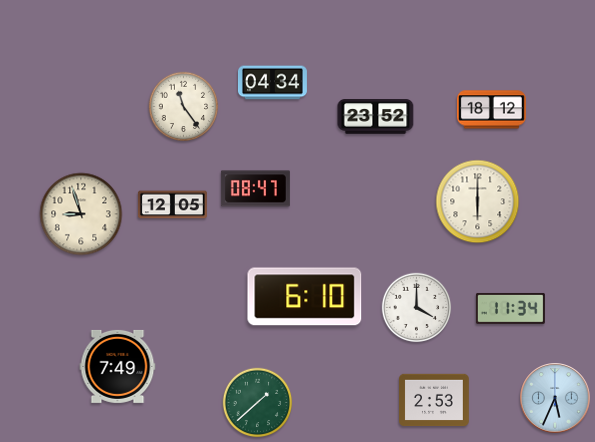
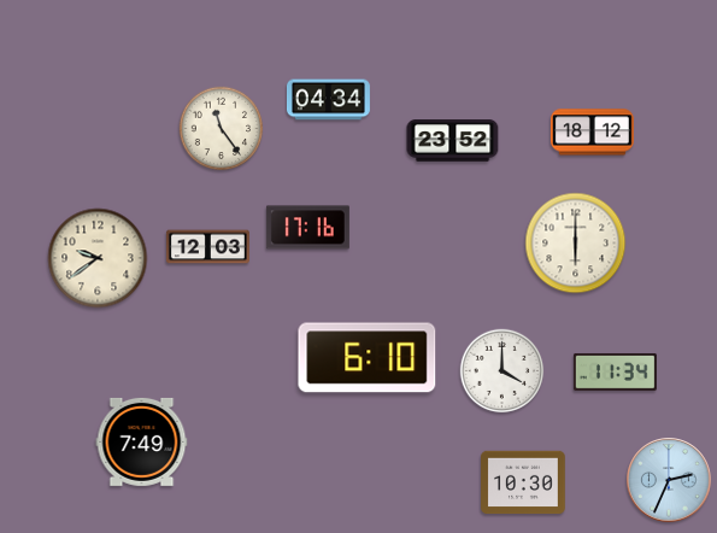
clock at (255, 189): 08:47 -> 17:16
clock at (172, 205): 12:05 -> 12:03
clock at (81, 214): 8:57 -> 9:39
clock at (555, 398): 5:34 -> 2:34
clock at (434, 400): 2:53 -> 10:30
clock at (258, 403): 1:38 -> none
